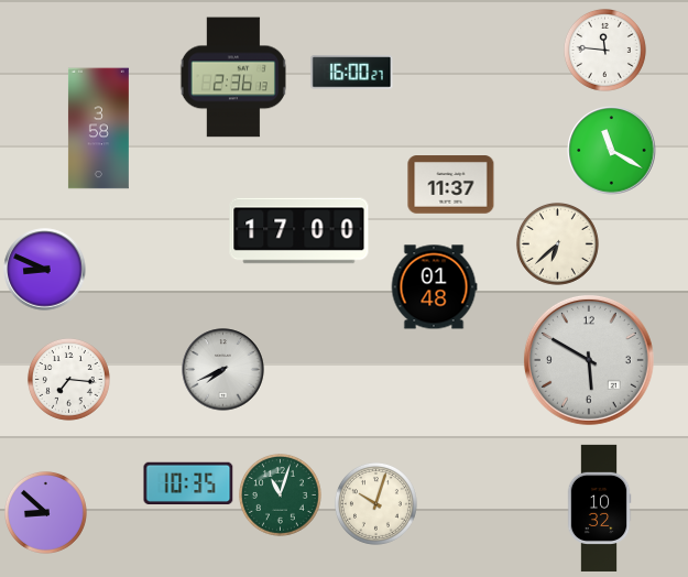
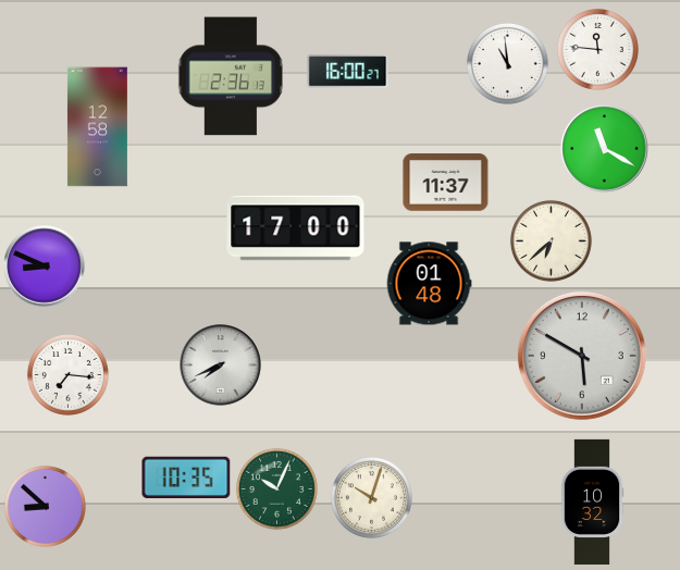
clock at (507, 63): none -> 10:59
clock at (98, 129): 3:58 -> 12:58
clock at (280, 494): 11:03 -> 10:04
